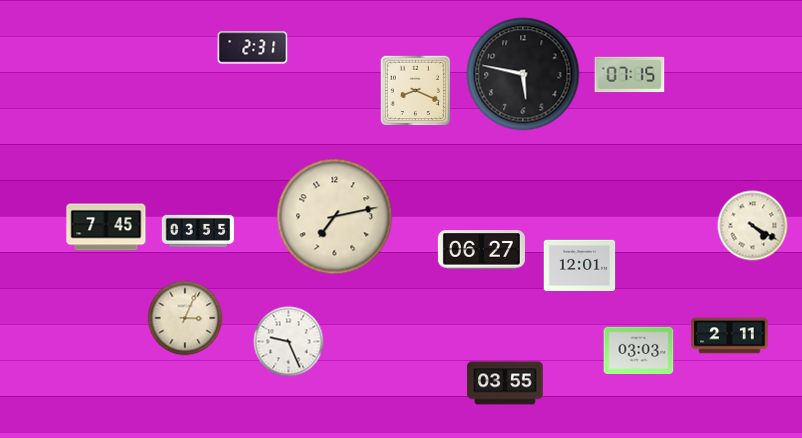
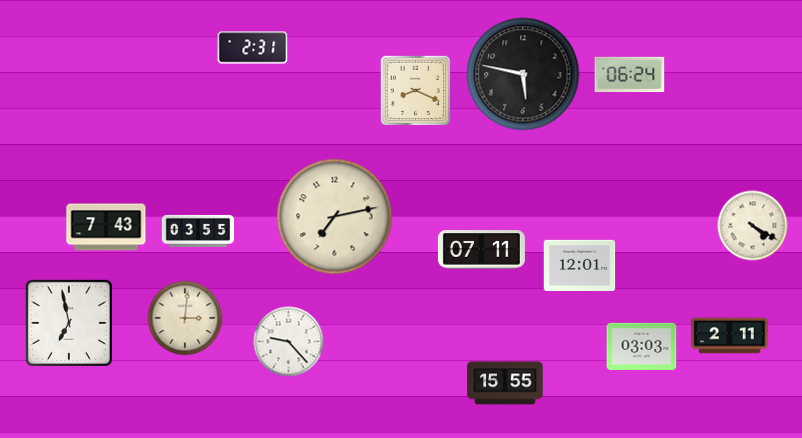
clock at (630, 75): 07:15 -> 06:24
clock at (106, 227): 7:45 -> 7:43
clock at (481, 250): 06:27 -> 07:11
clock at (185, 318): 3:04 -> 3:01
clock at (69, 323): none -> 6:58
clock at (289, 342): 9:26 -> 9:23
clock at (639, 350) position: (639, 350) -> (642, 346)
clock at (505, 383): 03:55 -> 15:55
